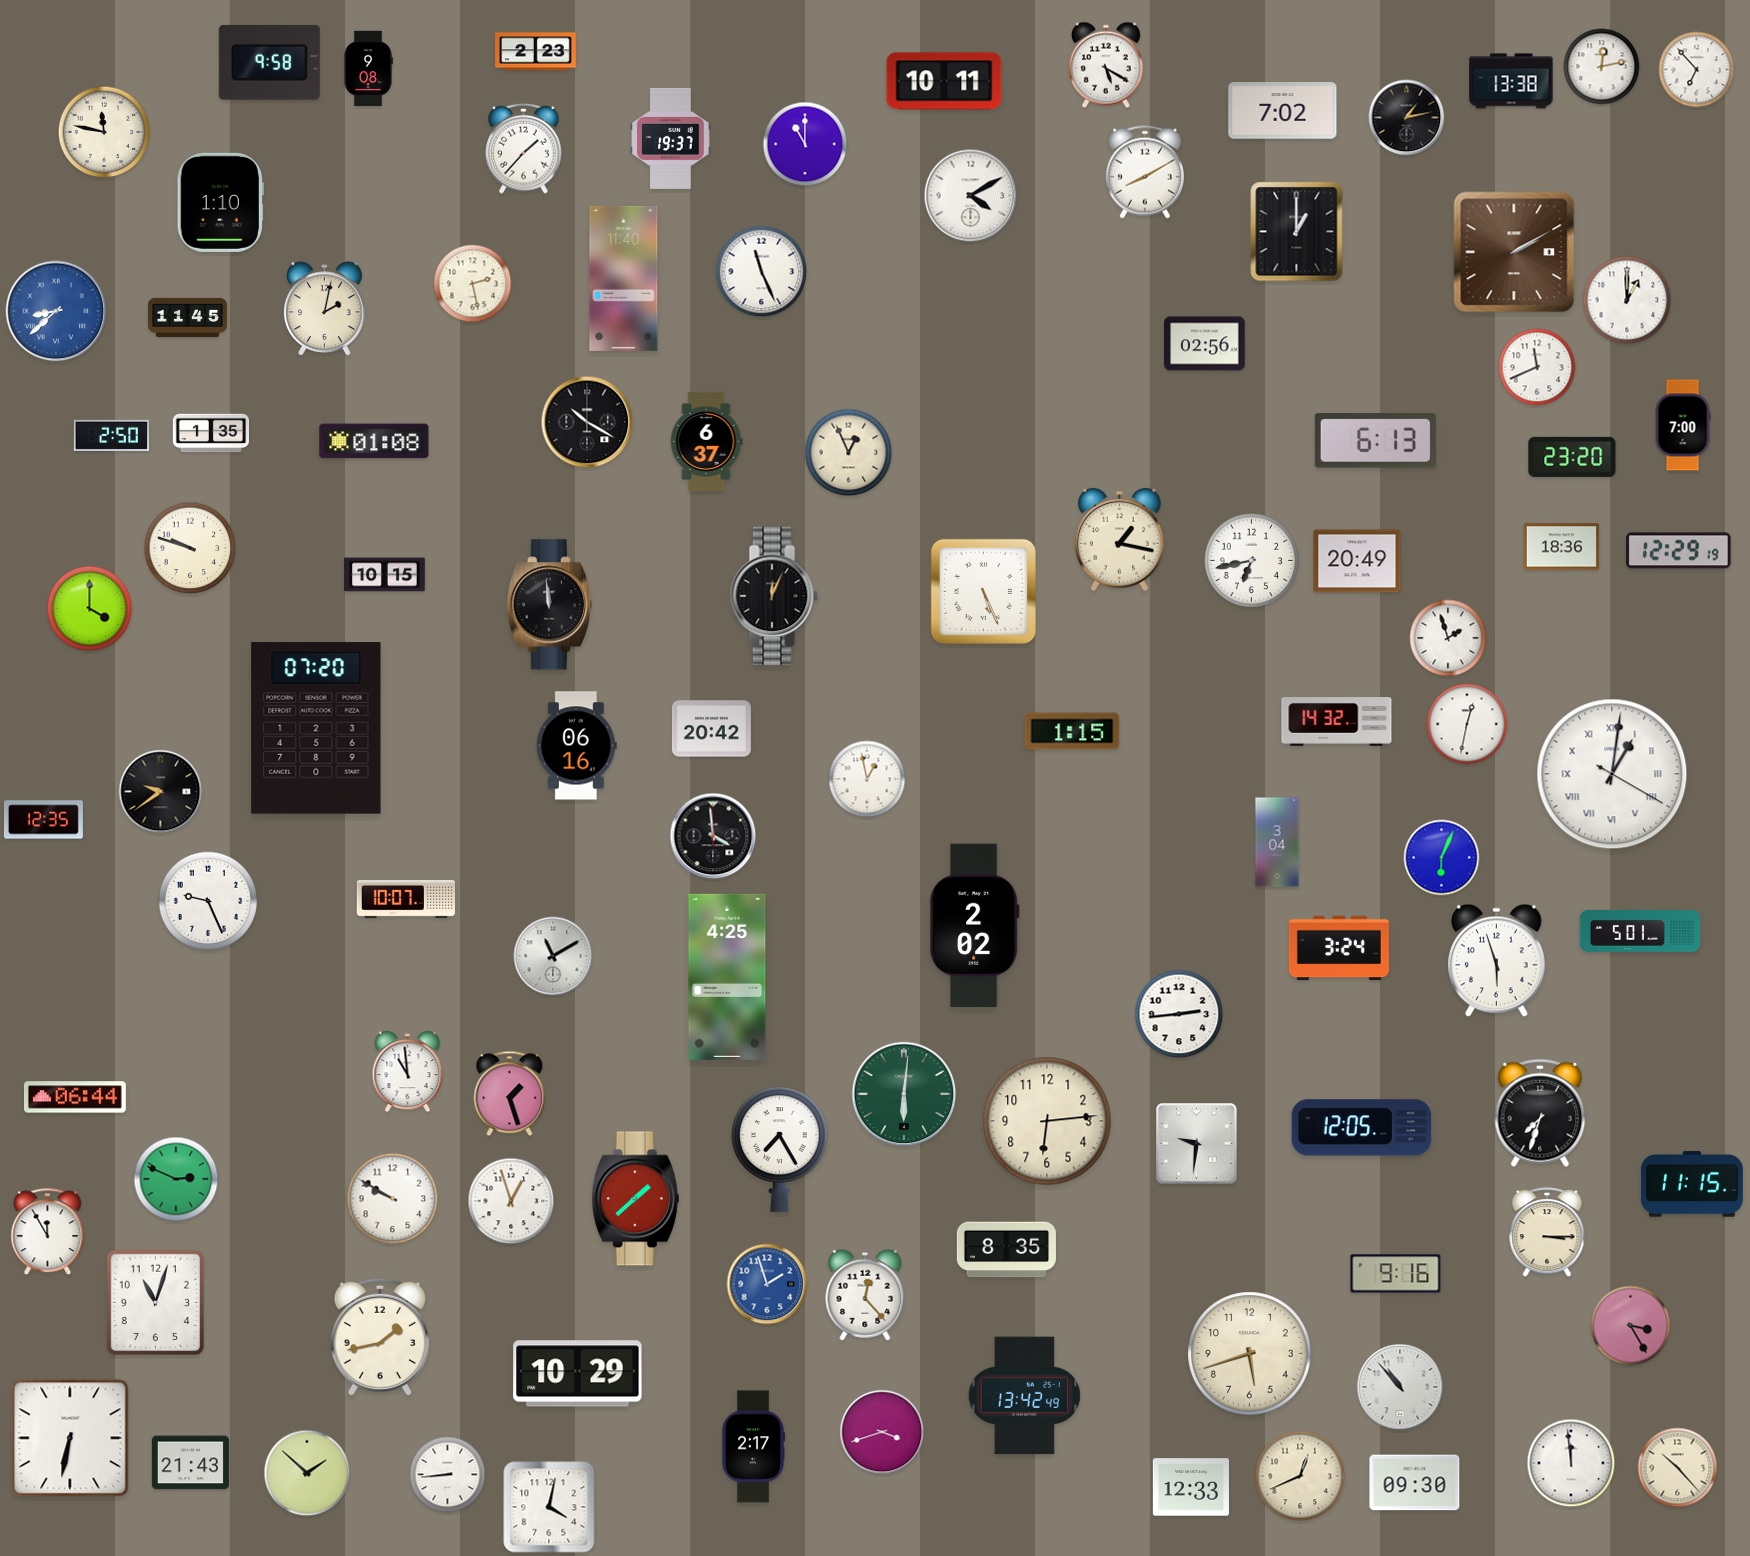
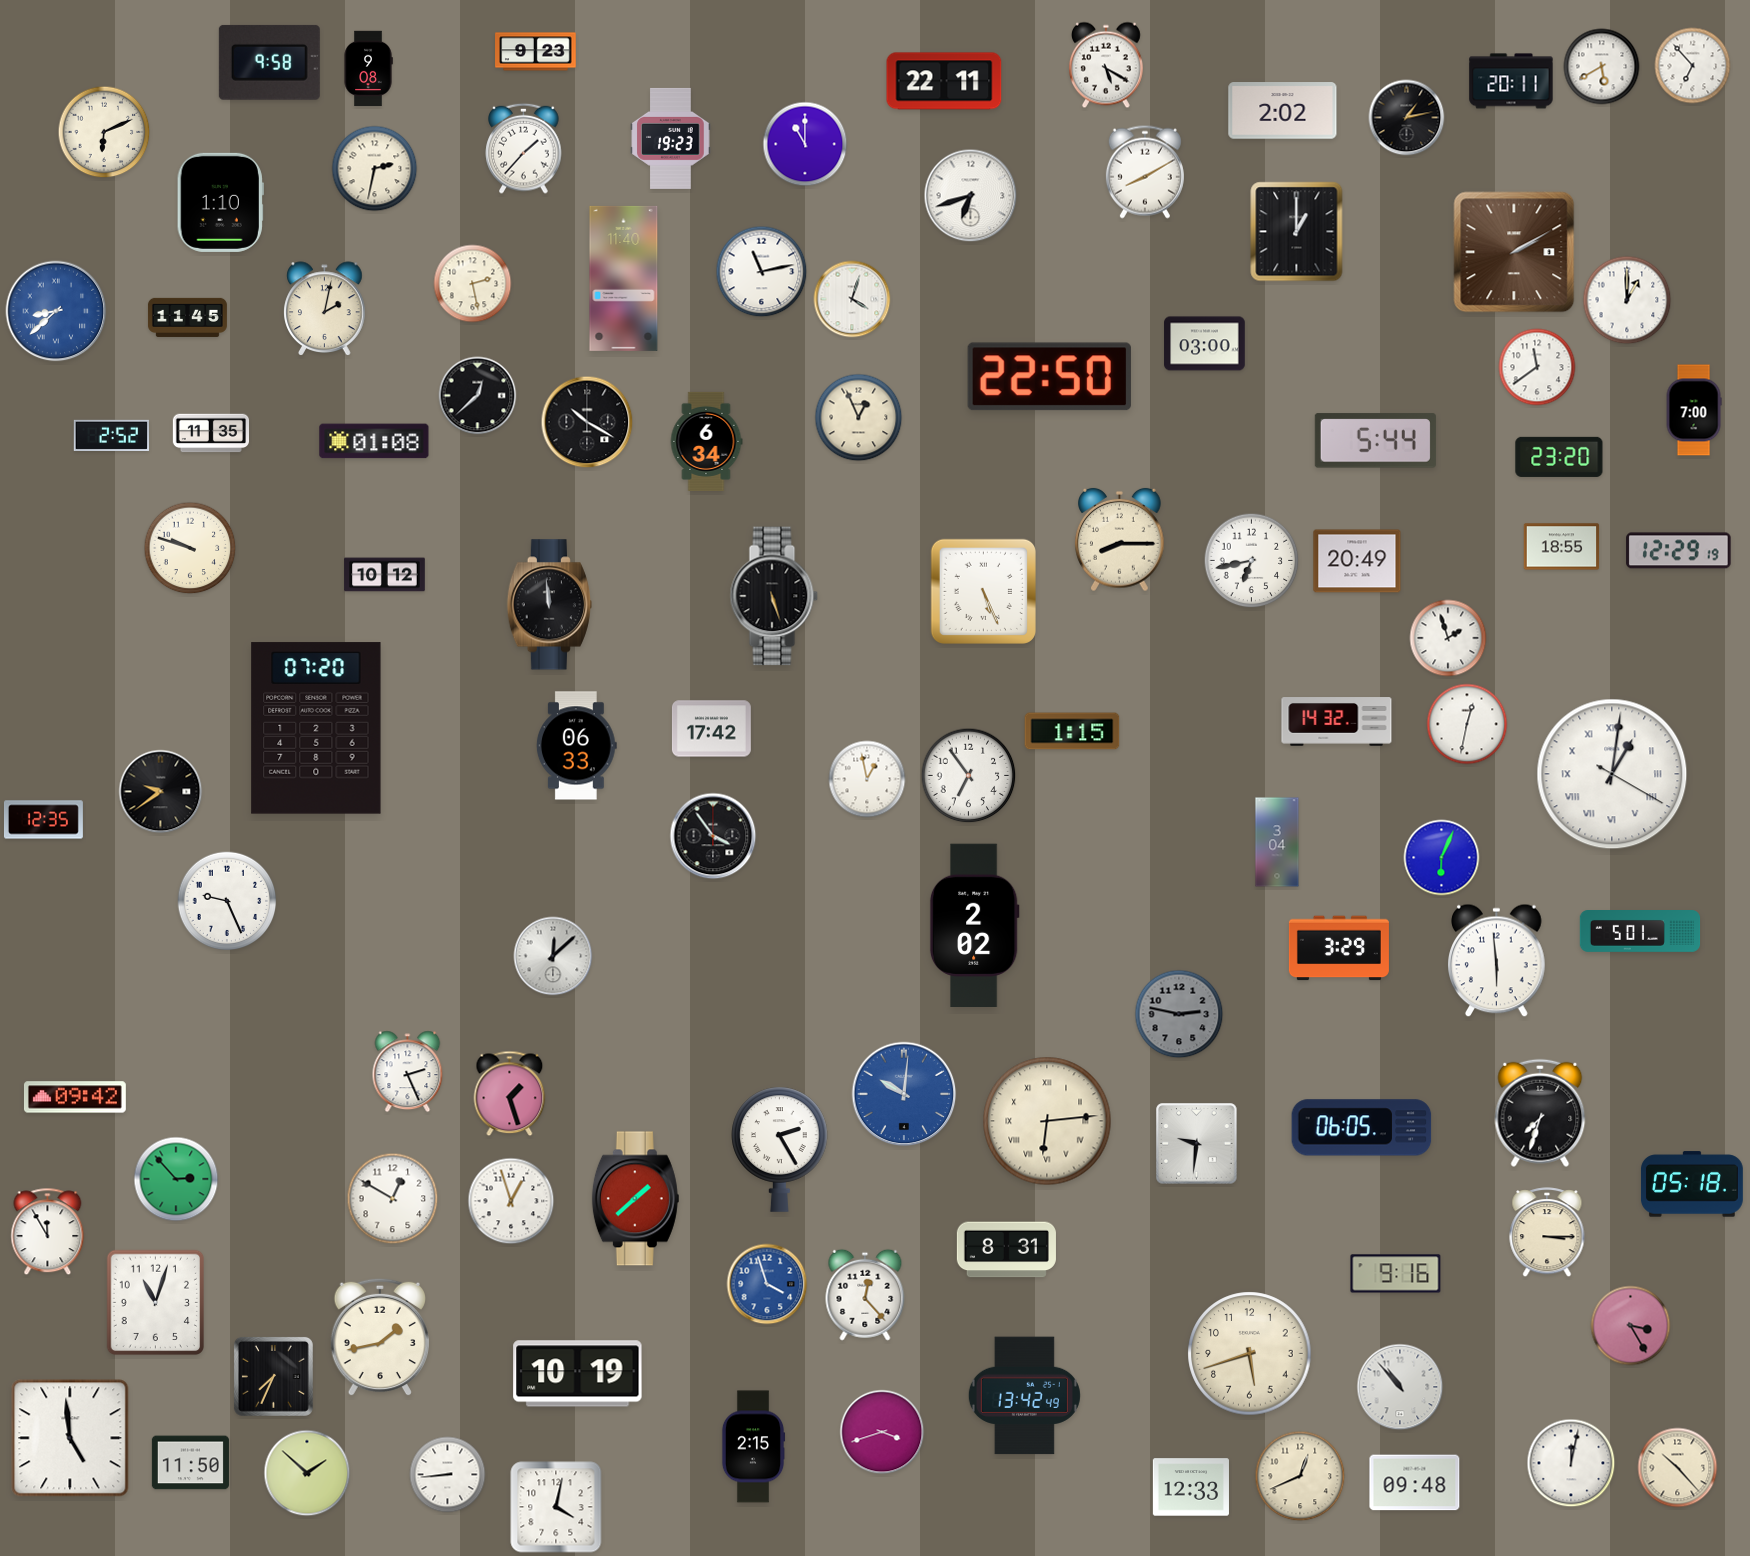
clock at (536, 52): 2:23 -> 9:23
clock at (1602, 67): 12:13 -> 5:40
clock at (1697, 70) position: (1697, 70) -> (1693, 66)
clock at (944, 81): 10:11 -> 22:11
clock at (1511, 81): 13:38 -> 20:11
clock at (1283, 111): 7:02 -> 2:02
clock at (104, 132): 11:47 -> 6:11
clock at (671, 138): 19:37 -> 19:23
clock at (375, 169): none -> 2:32
clock at (971, 196): 4:10 -> 6:42
clock at (762, 272): 11:26 -> 11:13
clock at (852, 299): none -> 4:03
clock at (1205, 344): 02:56 -> 03:00
clock at (1537, 367): 11:41 -> 11:39
clock at (1049, 377): none -> 22:50
clock at (478, 396): none -> 12:38
clock at (1683, 425) position: (1683, 425) -> (1694, 410)
clock at (210, 433): 1:35 -> 11:35
clock at (112, 435): 2:50 -> 2:52
clock at (706, 441): 6:37 -> 6:34
clock at (1375, 441): 6:13 -> 5:44
clock at (849, 453) position: (849, 453) -> (859, 418)
clock at (1572, 457) position: (1572, 457) -> (1559, 457)
clock at (1120, 540): 1:17 -> 8:15
clock at (1562, 547): 18:36 -> 18:55
clock at (385, 575): 10:15 -> 10:12
clock at (774, 596): 12:04 -> 5:27
clock at (90, 609): 4:00 -> none
clock at (711, 729): 20:42 -> 17:42
clock at (576, 746): 06:16 -> 06:33
clock at (969, 776): none -> 6:54
clock at (713, 836): 3:59 -> 3:54
clock at (406, 900): 10:07 -> none
clock at (208, 901) position: (208, 901) -> (227, 901)
clock at (1339, 948): 3:24 -> 3:29
clock at (553, 956): 11:10 -> 12:08
clock at (1497, 961): 5:57 -> 5:59
clock at (727, 977): 4:25 -> none
clock at (1179, 1014): 2:44 -> 2:47
clock at (1179, 1014) dial: white -> grey
clock at (408, 1072): 10:59 -> 2:26
clock at (904, 1094): 6:01 -> 10:01
clock at (904, 1094) dial: green -> blue
clock at (75, 1097): 06:44 -> 09:42
clock at (1047, 1121) numerals: Arabic -> Roman
clock at (1362, 1128): 12:05 -> 06:05
clock at (780, 1149): 7:25 -> 2:25
clock at (176, 1179): 2:49 -> 2:53
clock at (1692, 1184): 11:15 -> 05:18
clock at (393, 1199): 9:50 -> 12:50
clock at (1006, 1250): 8:35 -> 8:31
clock at (767, 1284): 1:57 -> 3:57
clock at (578, 1374): 10:29 -> 10:19
clock at (273, 1376): none -> 7:34
clock at (70, 1438): 6:32 -> 4:59
clock at (753, 1447): 2:17 -> 2:15
clock at (190, 1463): 21:43 -> 11:50
clock at (1571, 1463): 11:59 -> 12:02
clock at (1415, 1483): 09:30 -> 09:48
clock at (549, 1507) position: (549, 1507) -> (556, 1507)
